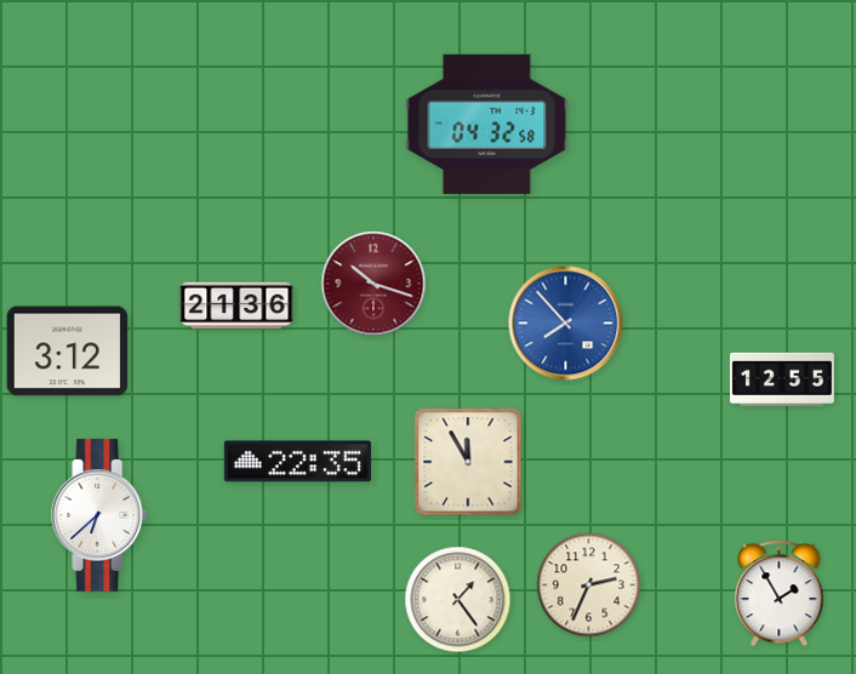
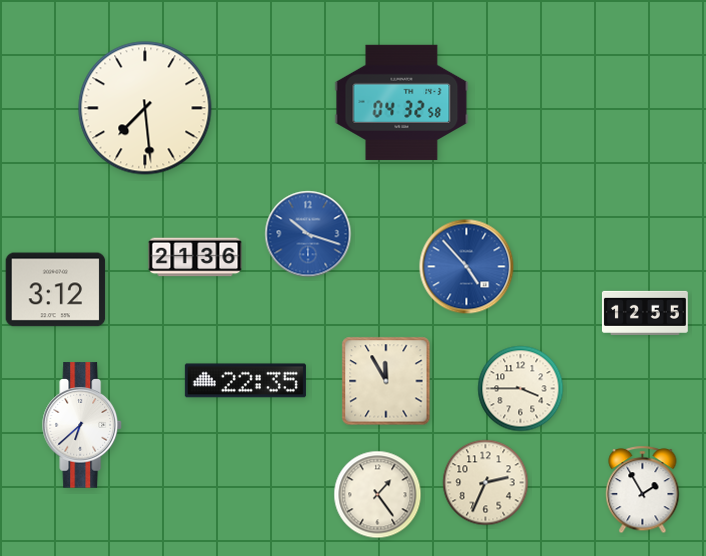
clock at (145, 108): none -> 7:29
clock at (373, 284) dial: burgundy -> blue
clock at (236, 305) position: (236, 305) -> (195, 257)
clock at (566, 324): 7:53 -> 4:53
clock at (521, 389): none -> 3:45
